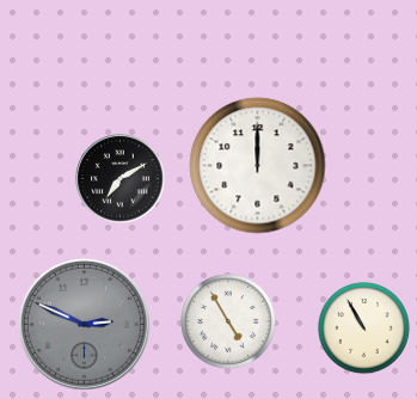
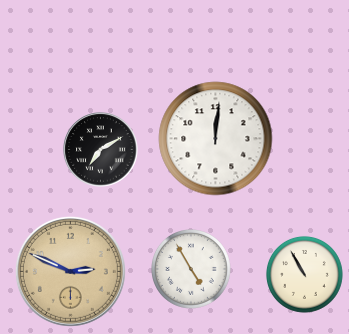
clock at (258, 166): 12:00 -> 12:01
clock at (84, 324) dial: grey -> champagne
